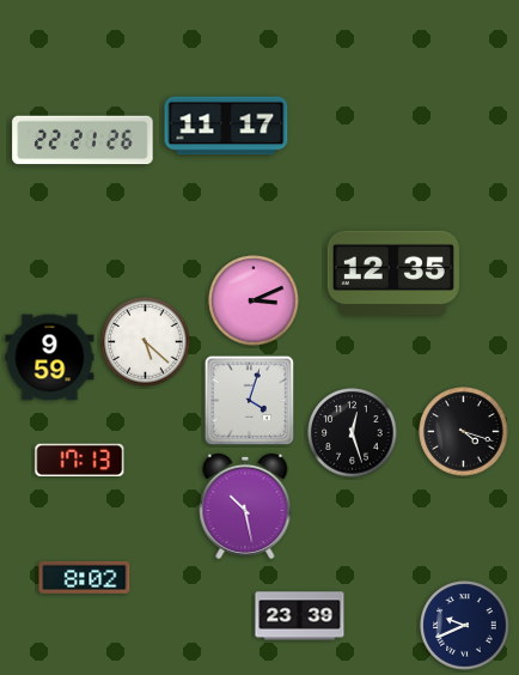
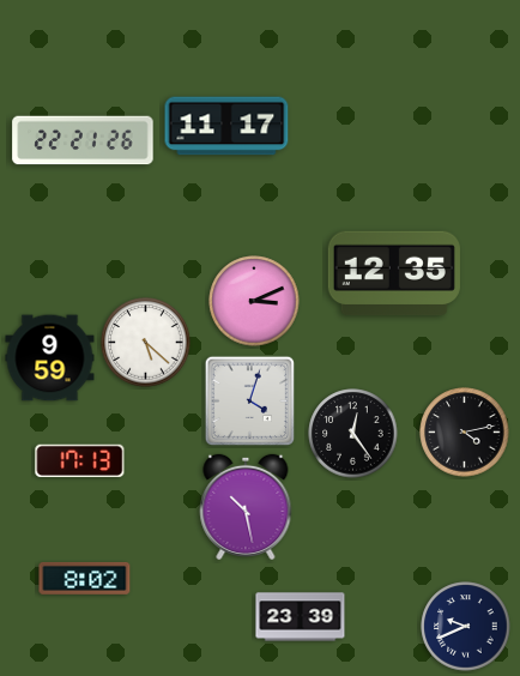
clock at (464, 432): 4:18 -> 4:13
clock at (353, 433): 12:27 -> 12:24
